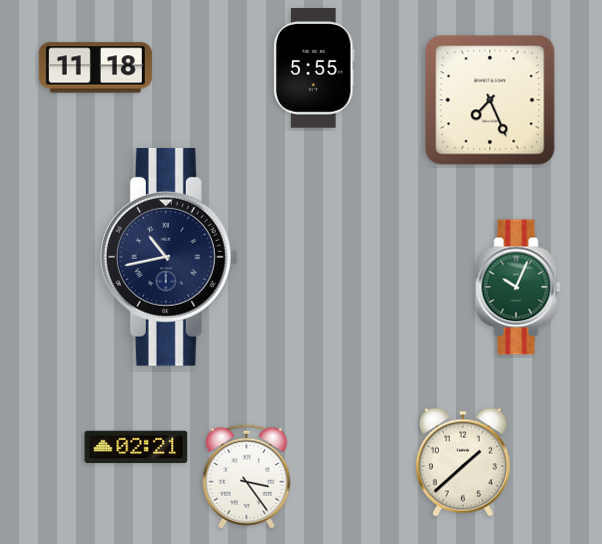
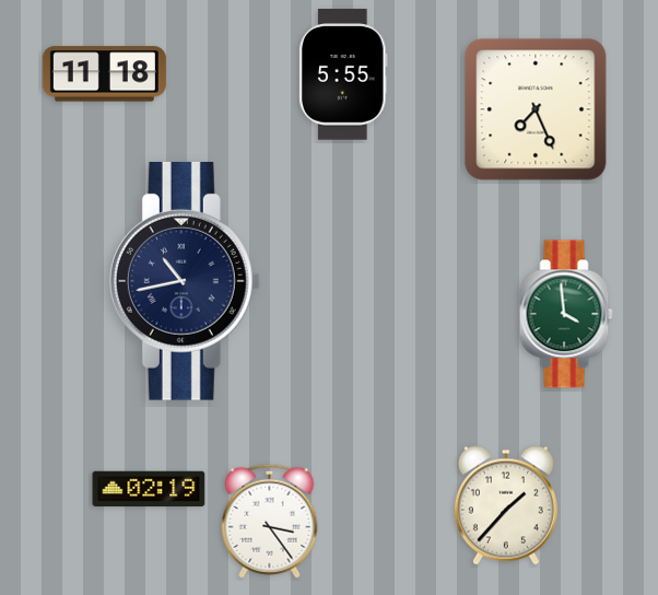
clock at (518, 287): 10:04 -> 3:59
clock at (136, 447): 02:21 -> 02:19
clock at (463, 462): 1:38 -> 1:37
